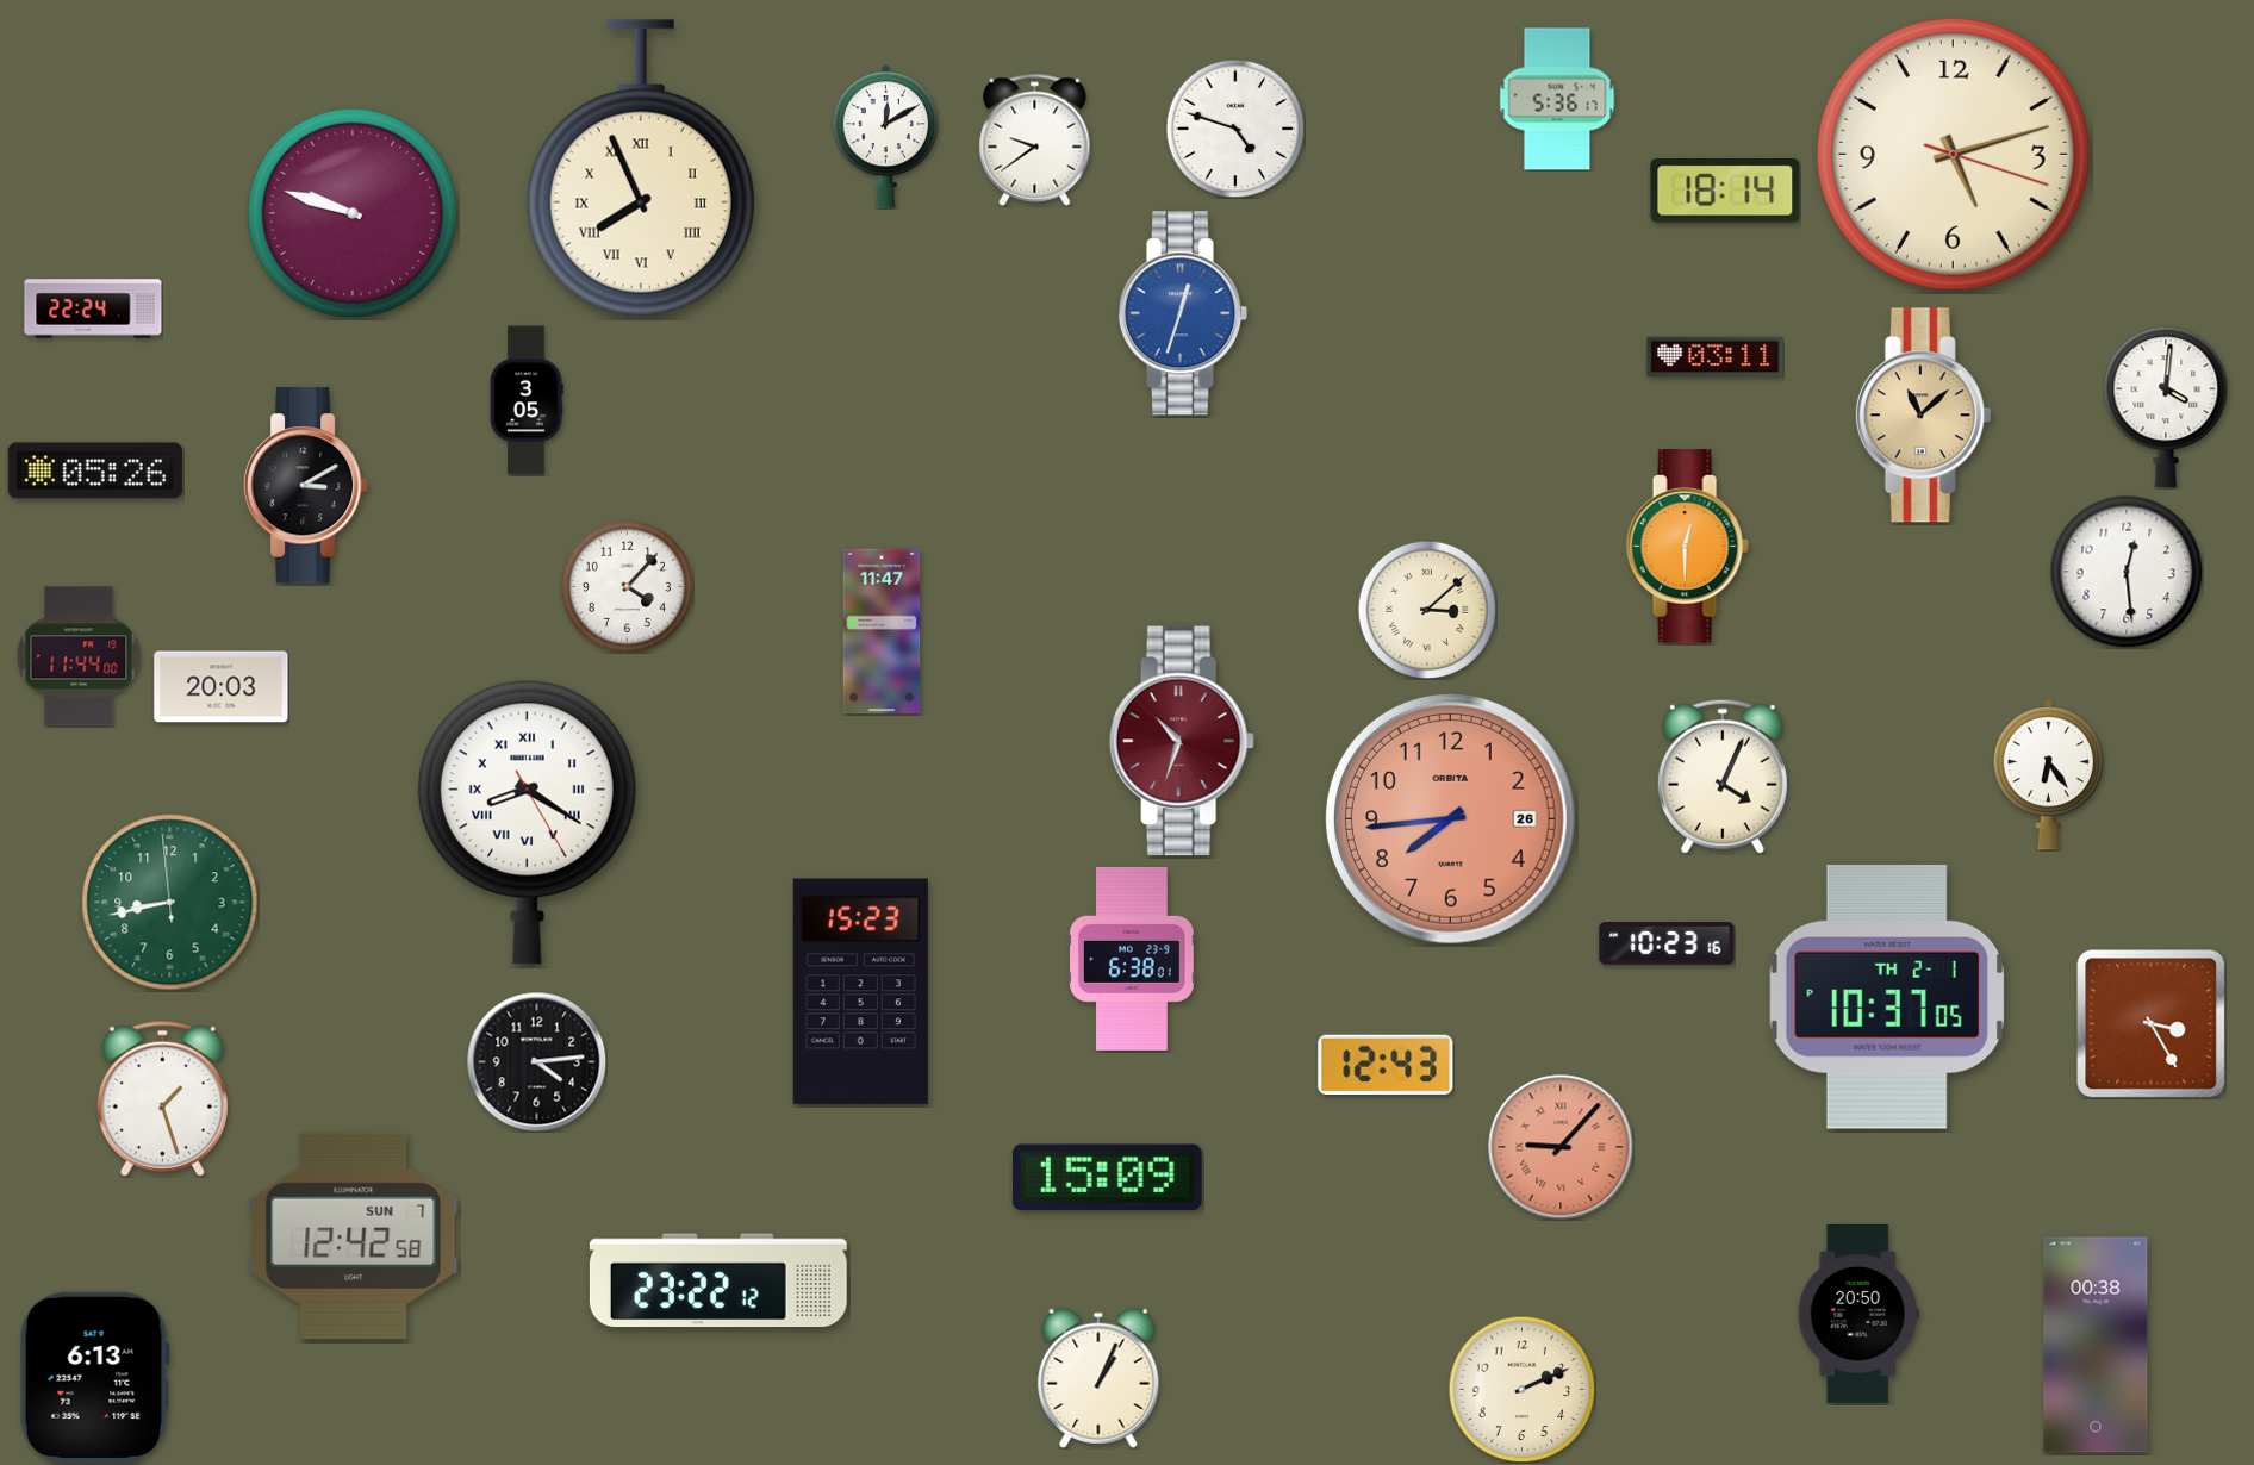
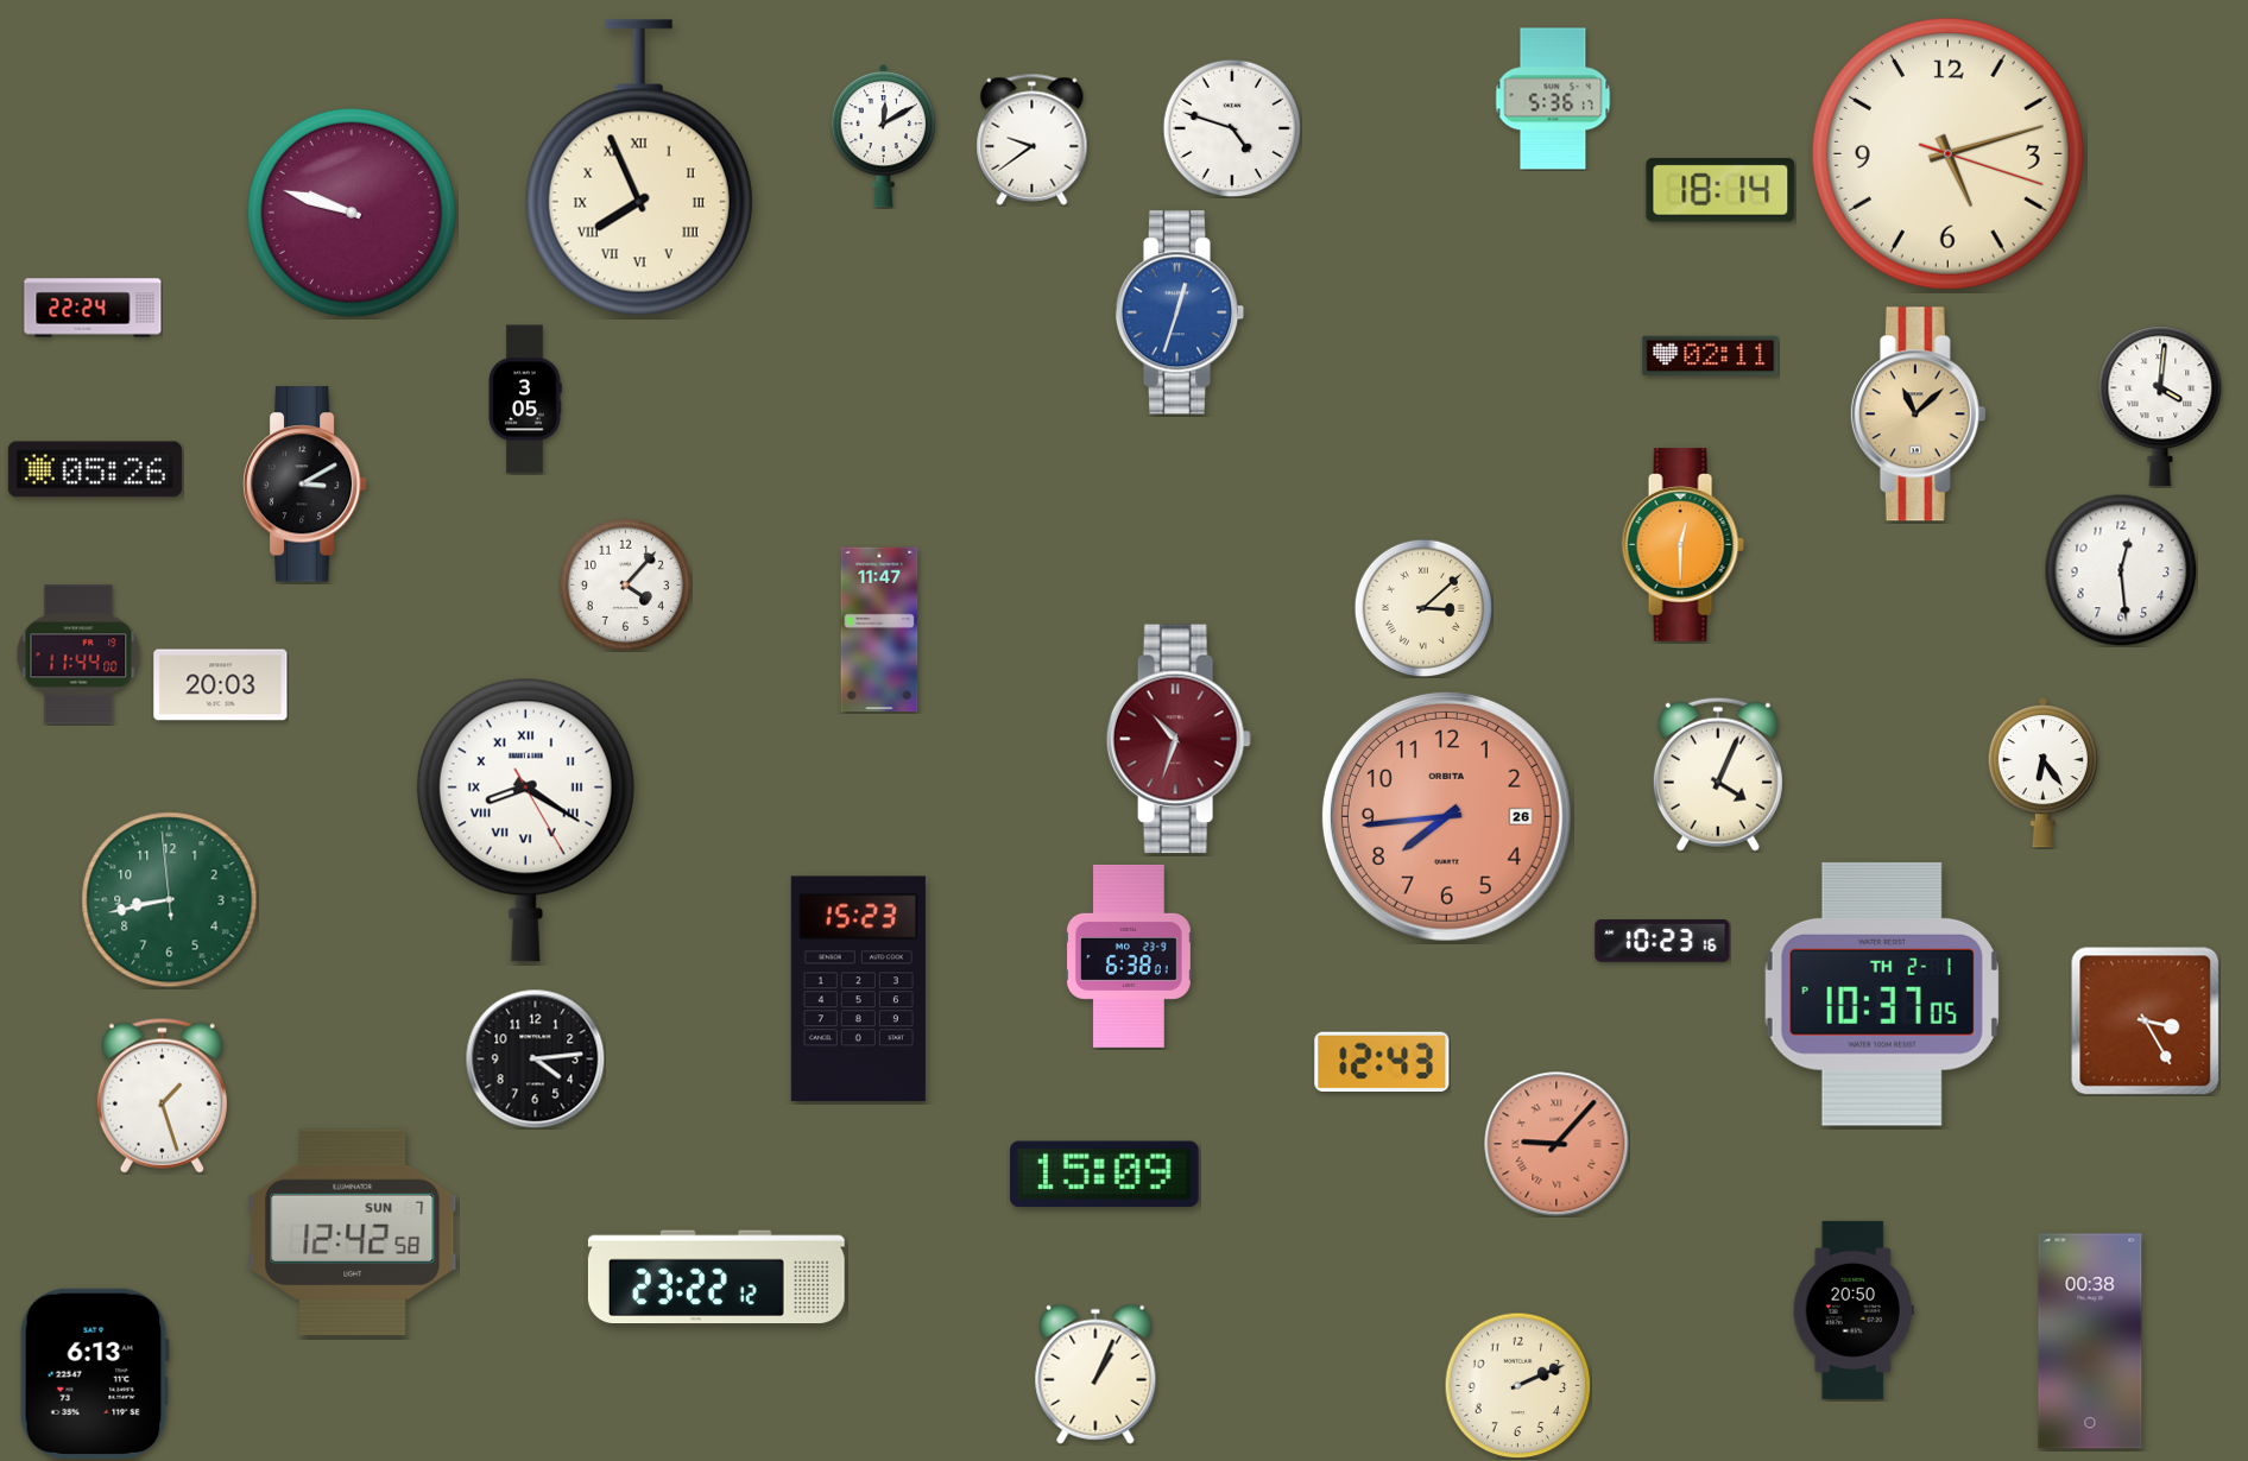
clock at (1716, 357): 03:11 -> 02:11
